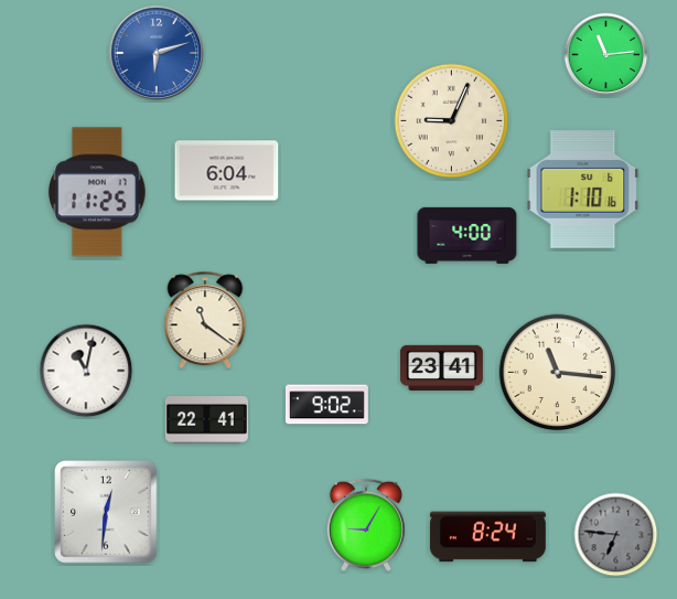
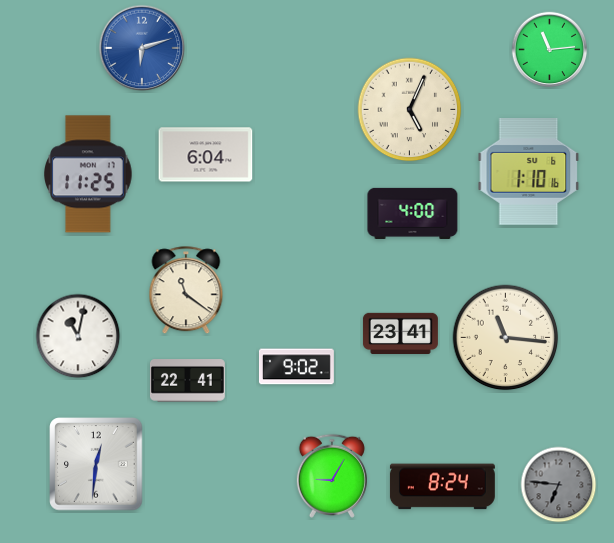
clock at (452, 121): 9:04 -> 5:04
clock at (468, 235) position: (468, 235) -> (413, 213)
